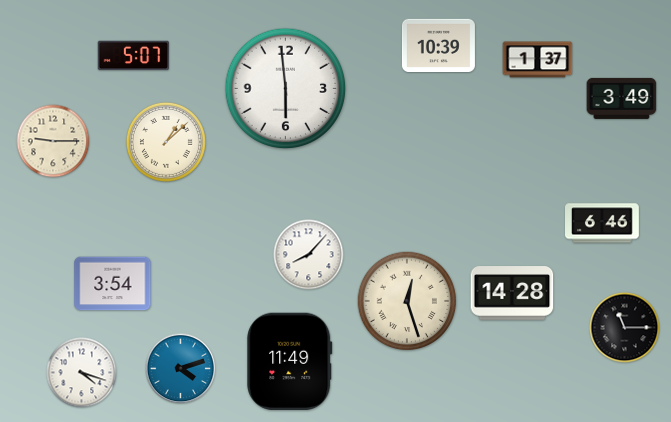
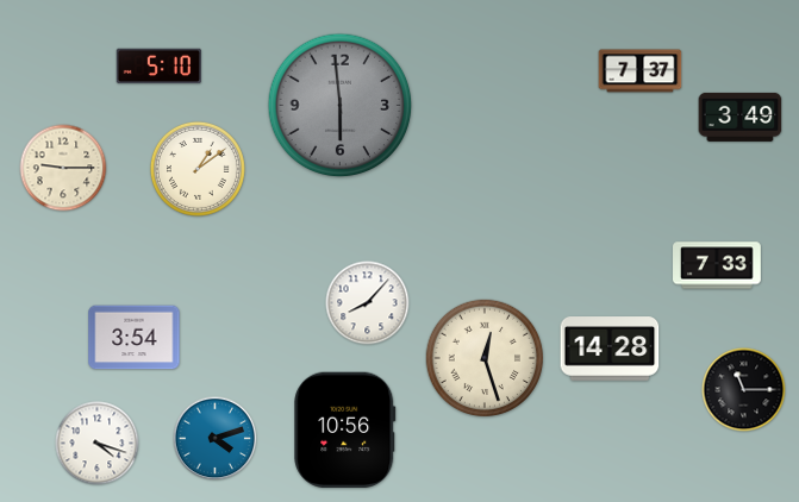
clock at (438, 46): 10:39 -> none
clock at (134, 56): 5:07 -> 5:10
clock at (538, 60): 1:37 -> 7:37
clock at (286, 89) dial: white -> grey
clock at (166, 142): 1:08 -> 1:09
clock at (603, 223): 6:46 -> 7:33
clock at (290, 361): 11:49 -> 10:56
